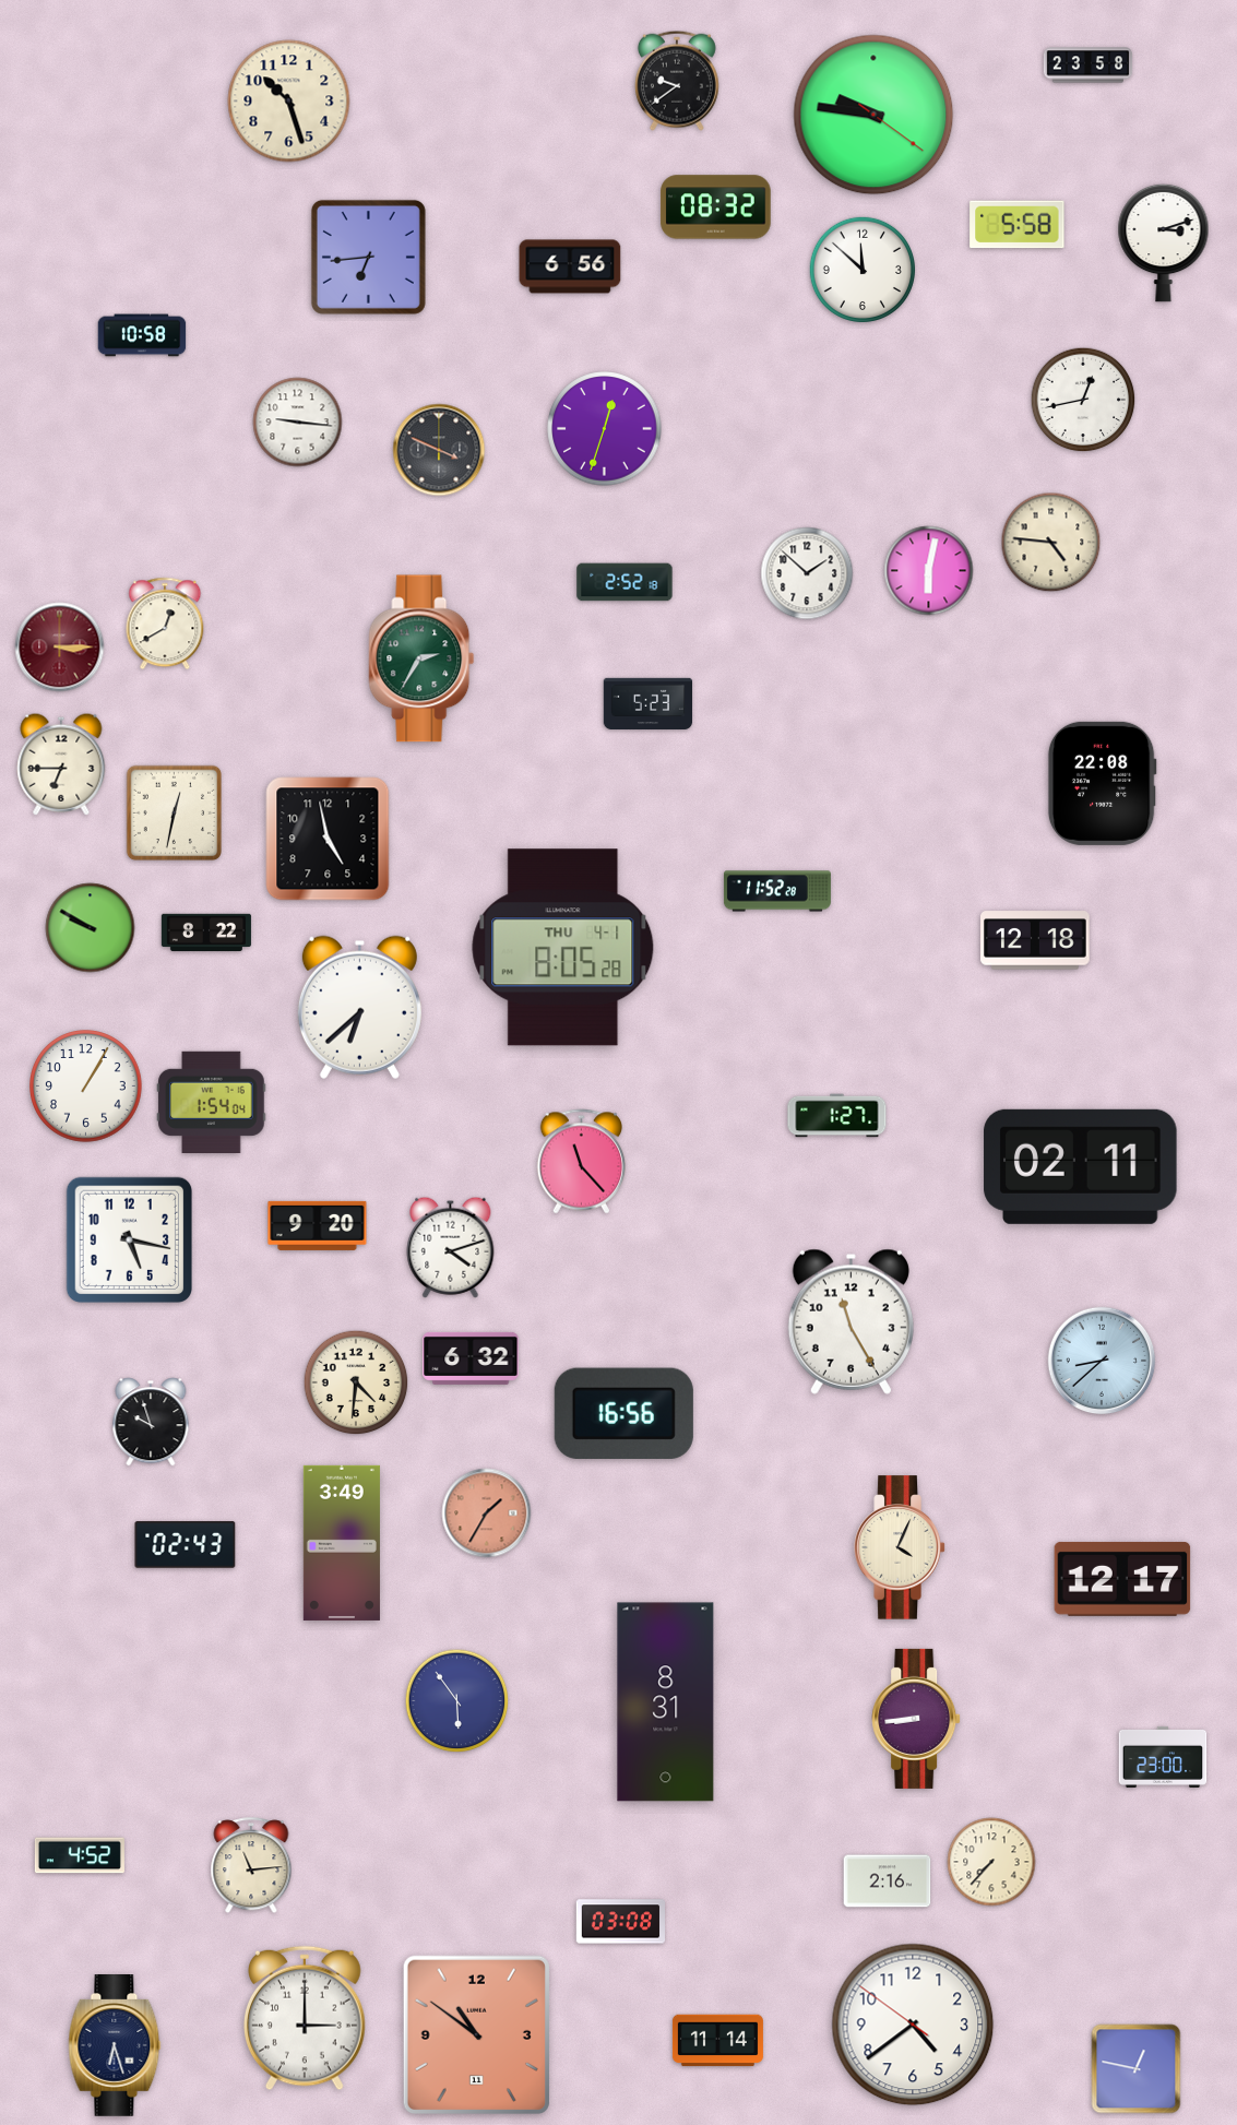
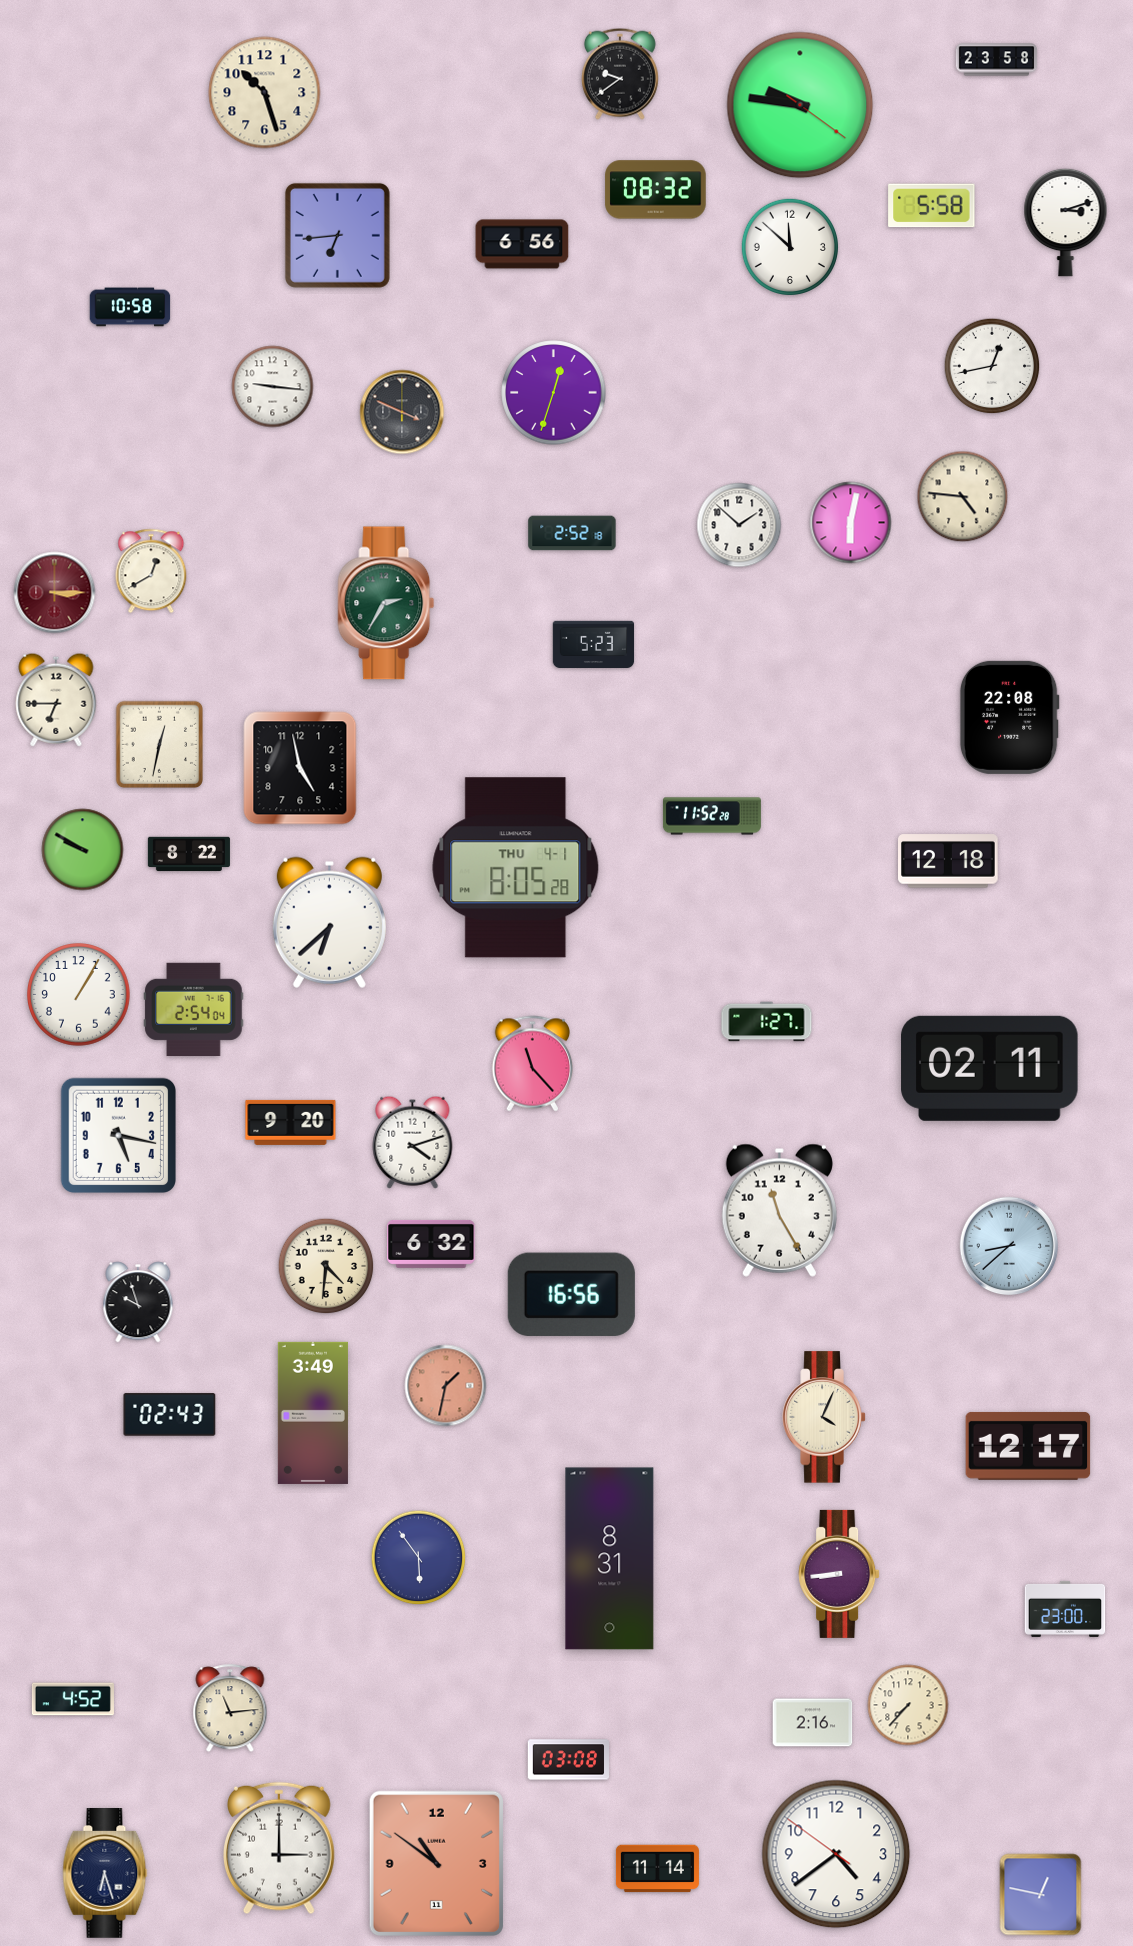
clock at (212, 1102): 1:54 -> 2:54
clock at (487, 1513): 1:35 -> 1:32
